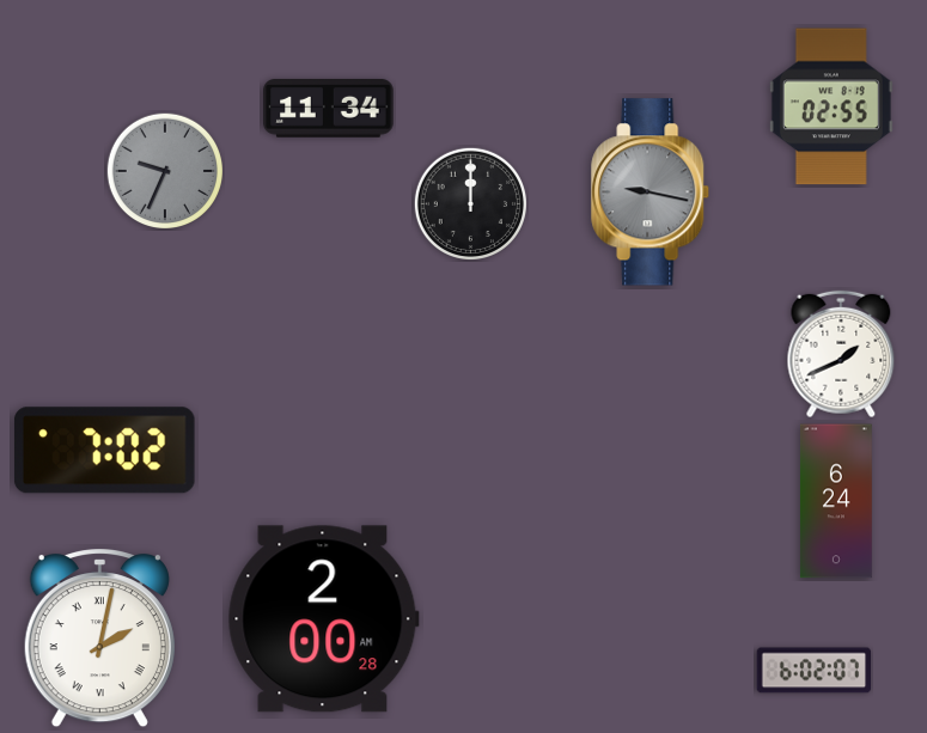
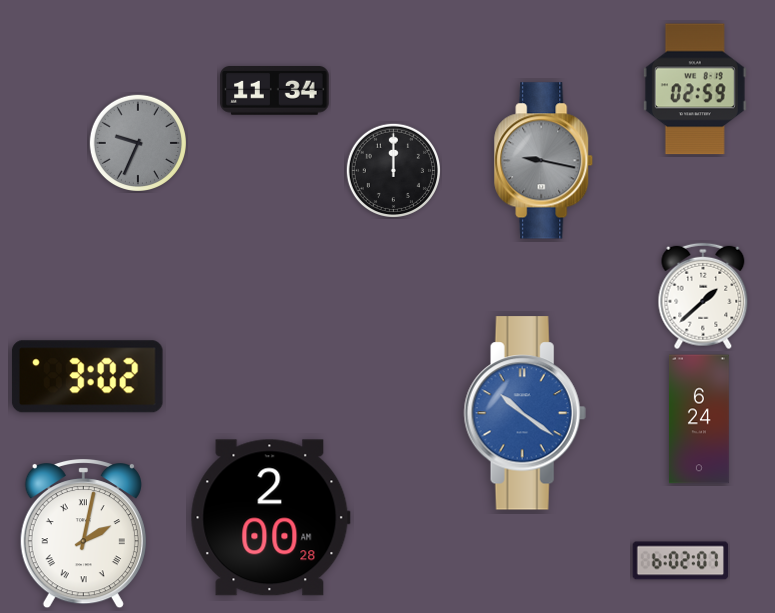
clock at (831, 106): 02:55 -> 02:59
clock at (841, 354): 1:41 -> 1:38
clock at (104, 451): 7:02 -> 3:02
clock at (525, 413): none -> 10:21
